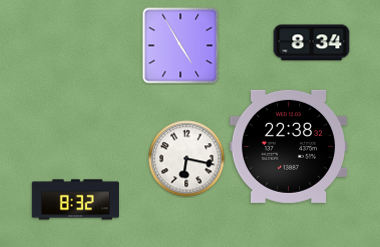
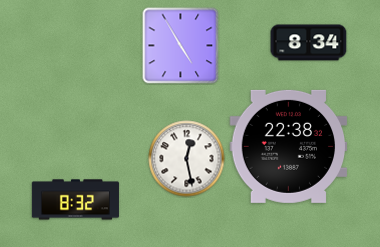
clock at (312, 43) position: (312, 43) -> (309, 43)
clock at (187, 159): 6:17 -> 12:28
